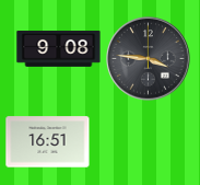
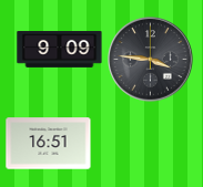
clock at (59, 49): 9:08 -> 9:09
